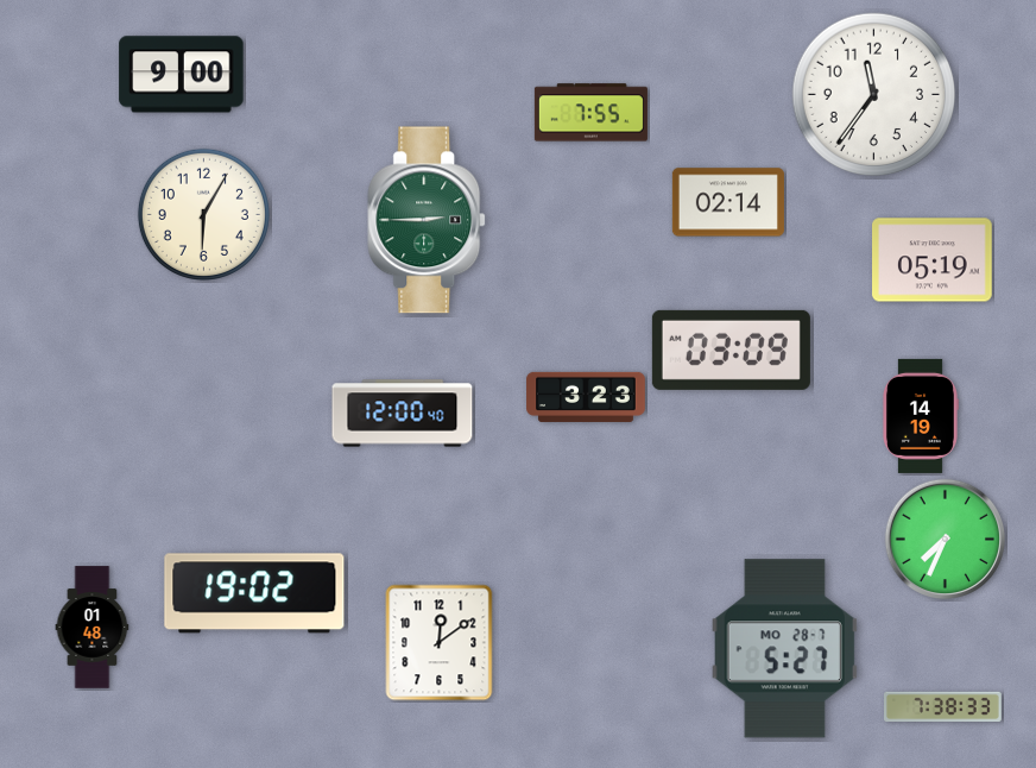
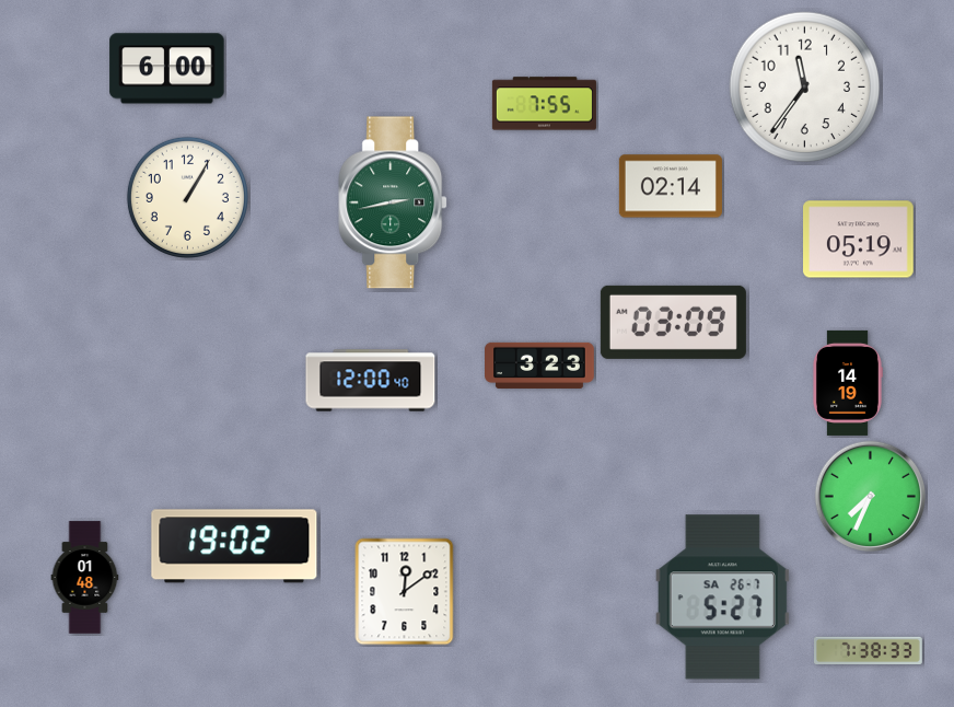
clock at (182, 75): 9:00 -> 6:00
clock at (203, 214): 6:05 -> 1:05
clock at (428, 220): 2:45 -> 2:43
clock at (784, 649) date: MO 28-7 -> SA 26-7
